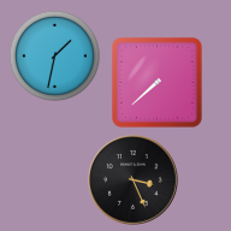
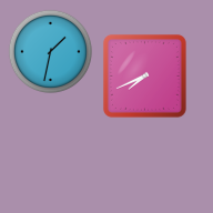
clock at (156, 82): 7:38 -> 7:41
clock at (134, 180): 3:26 -> none
